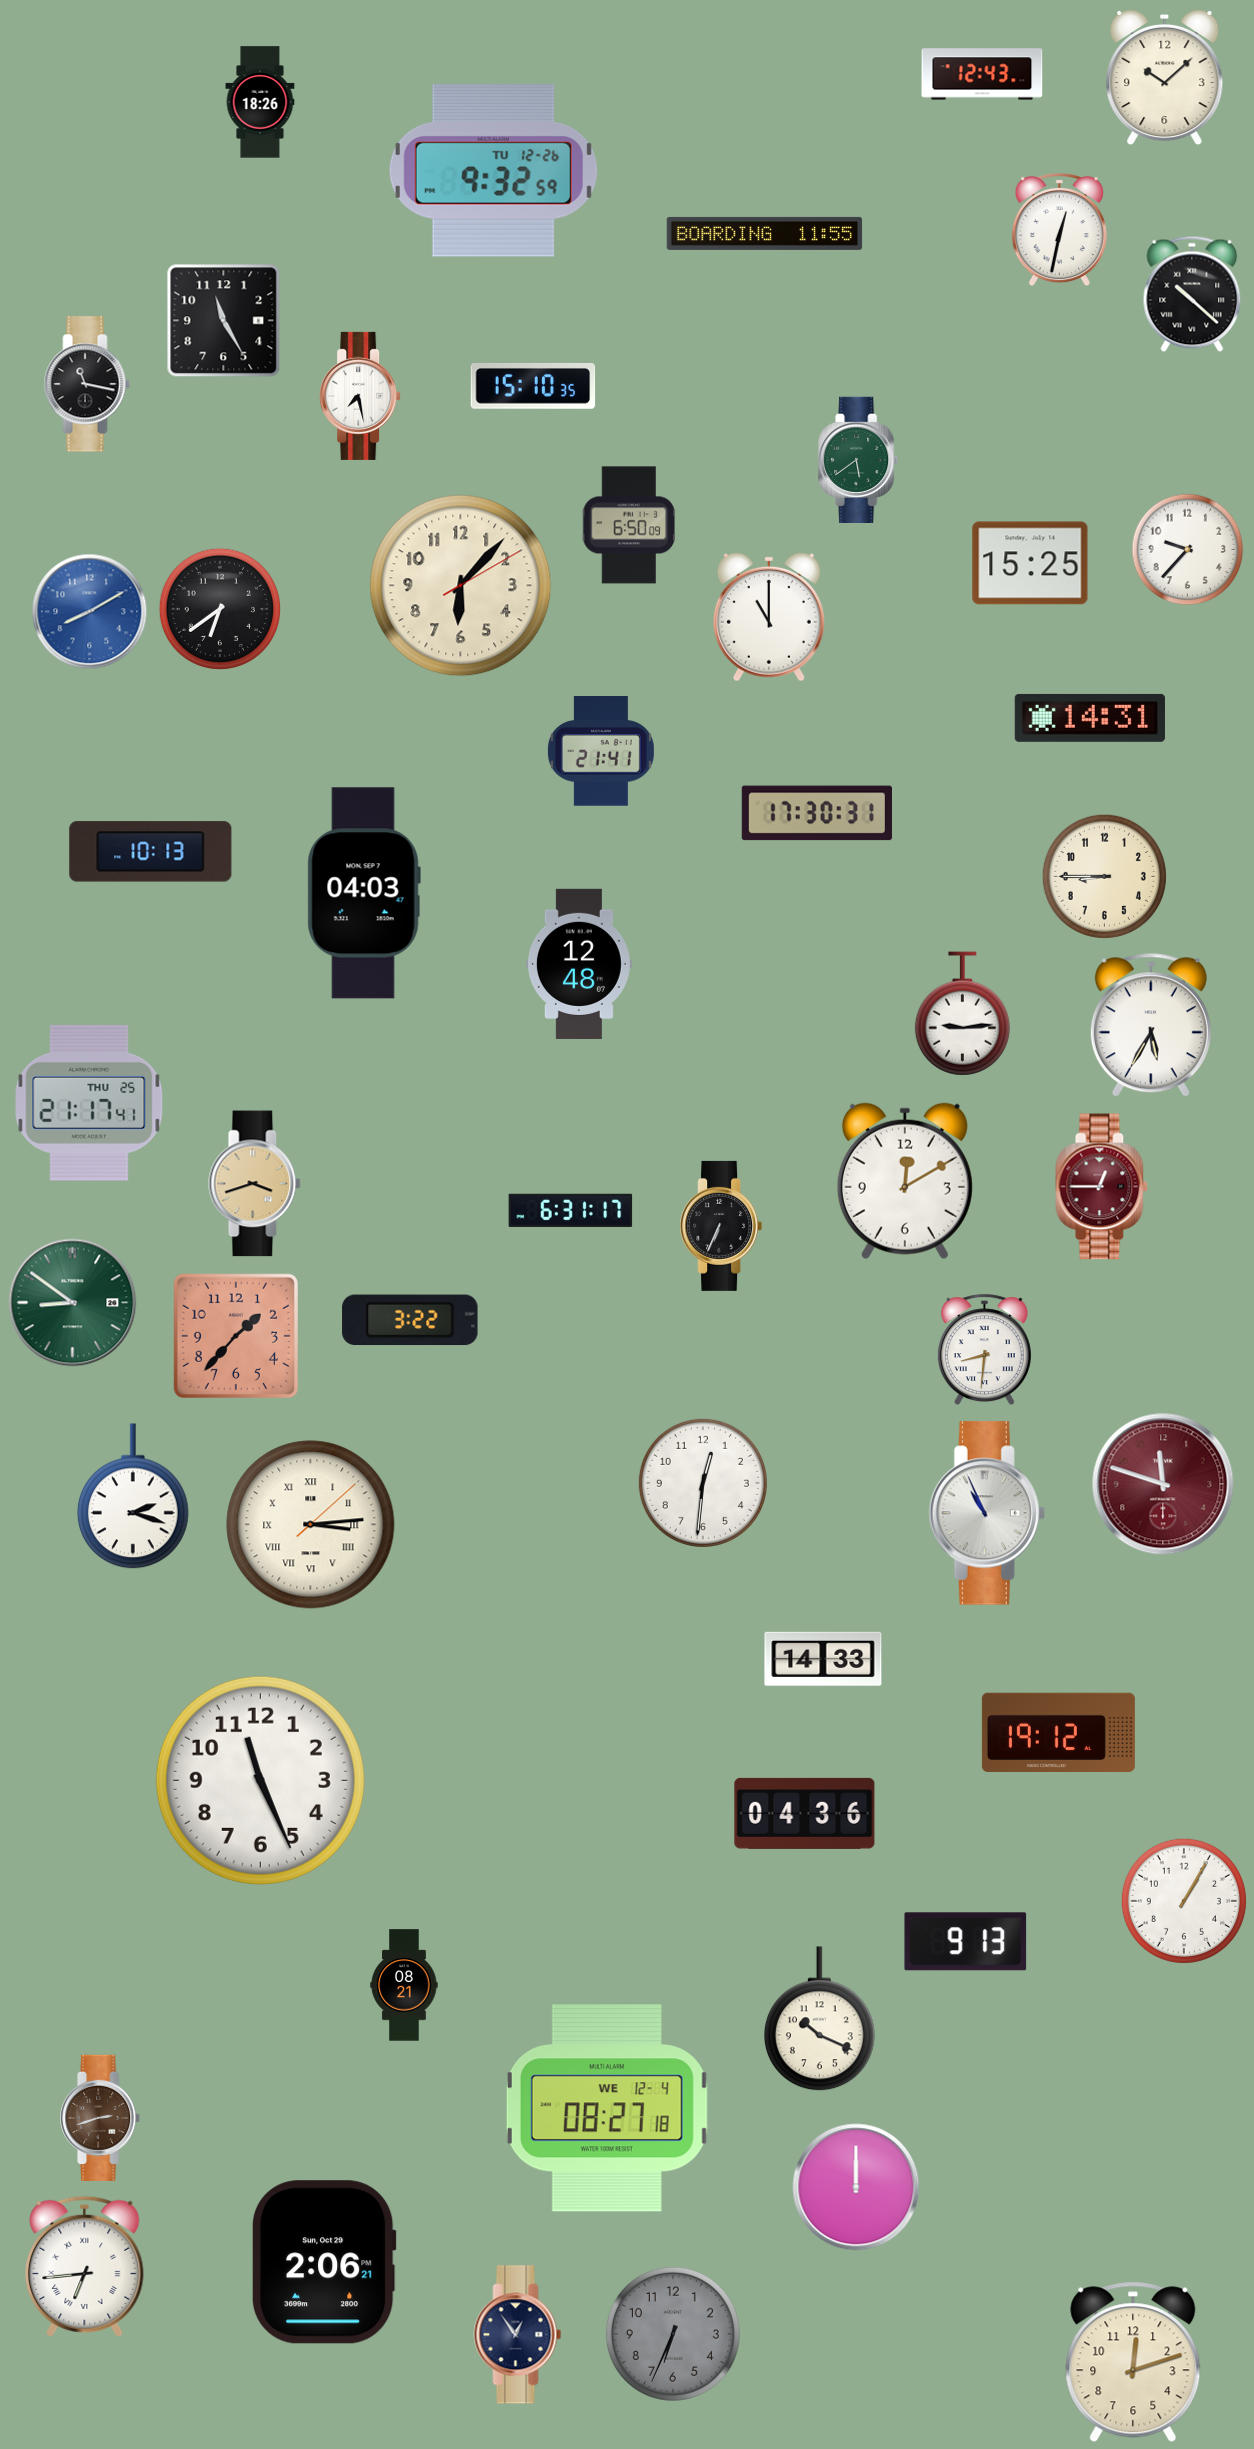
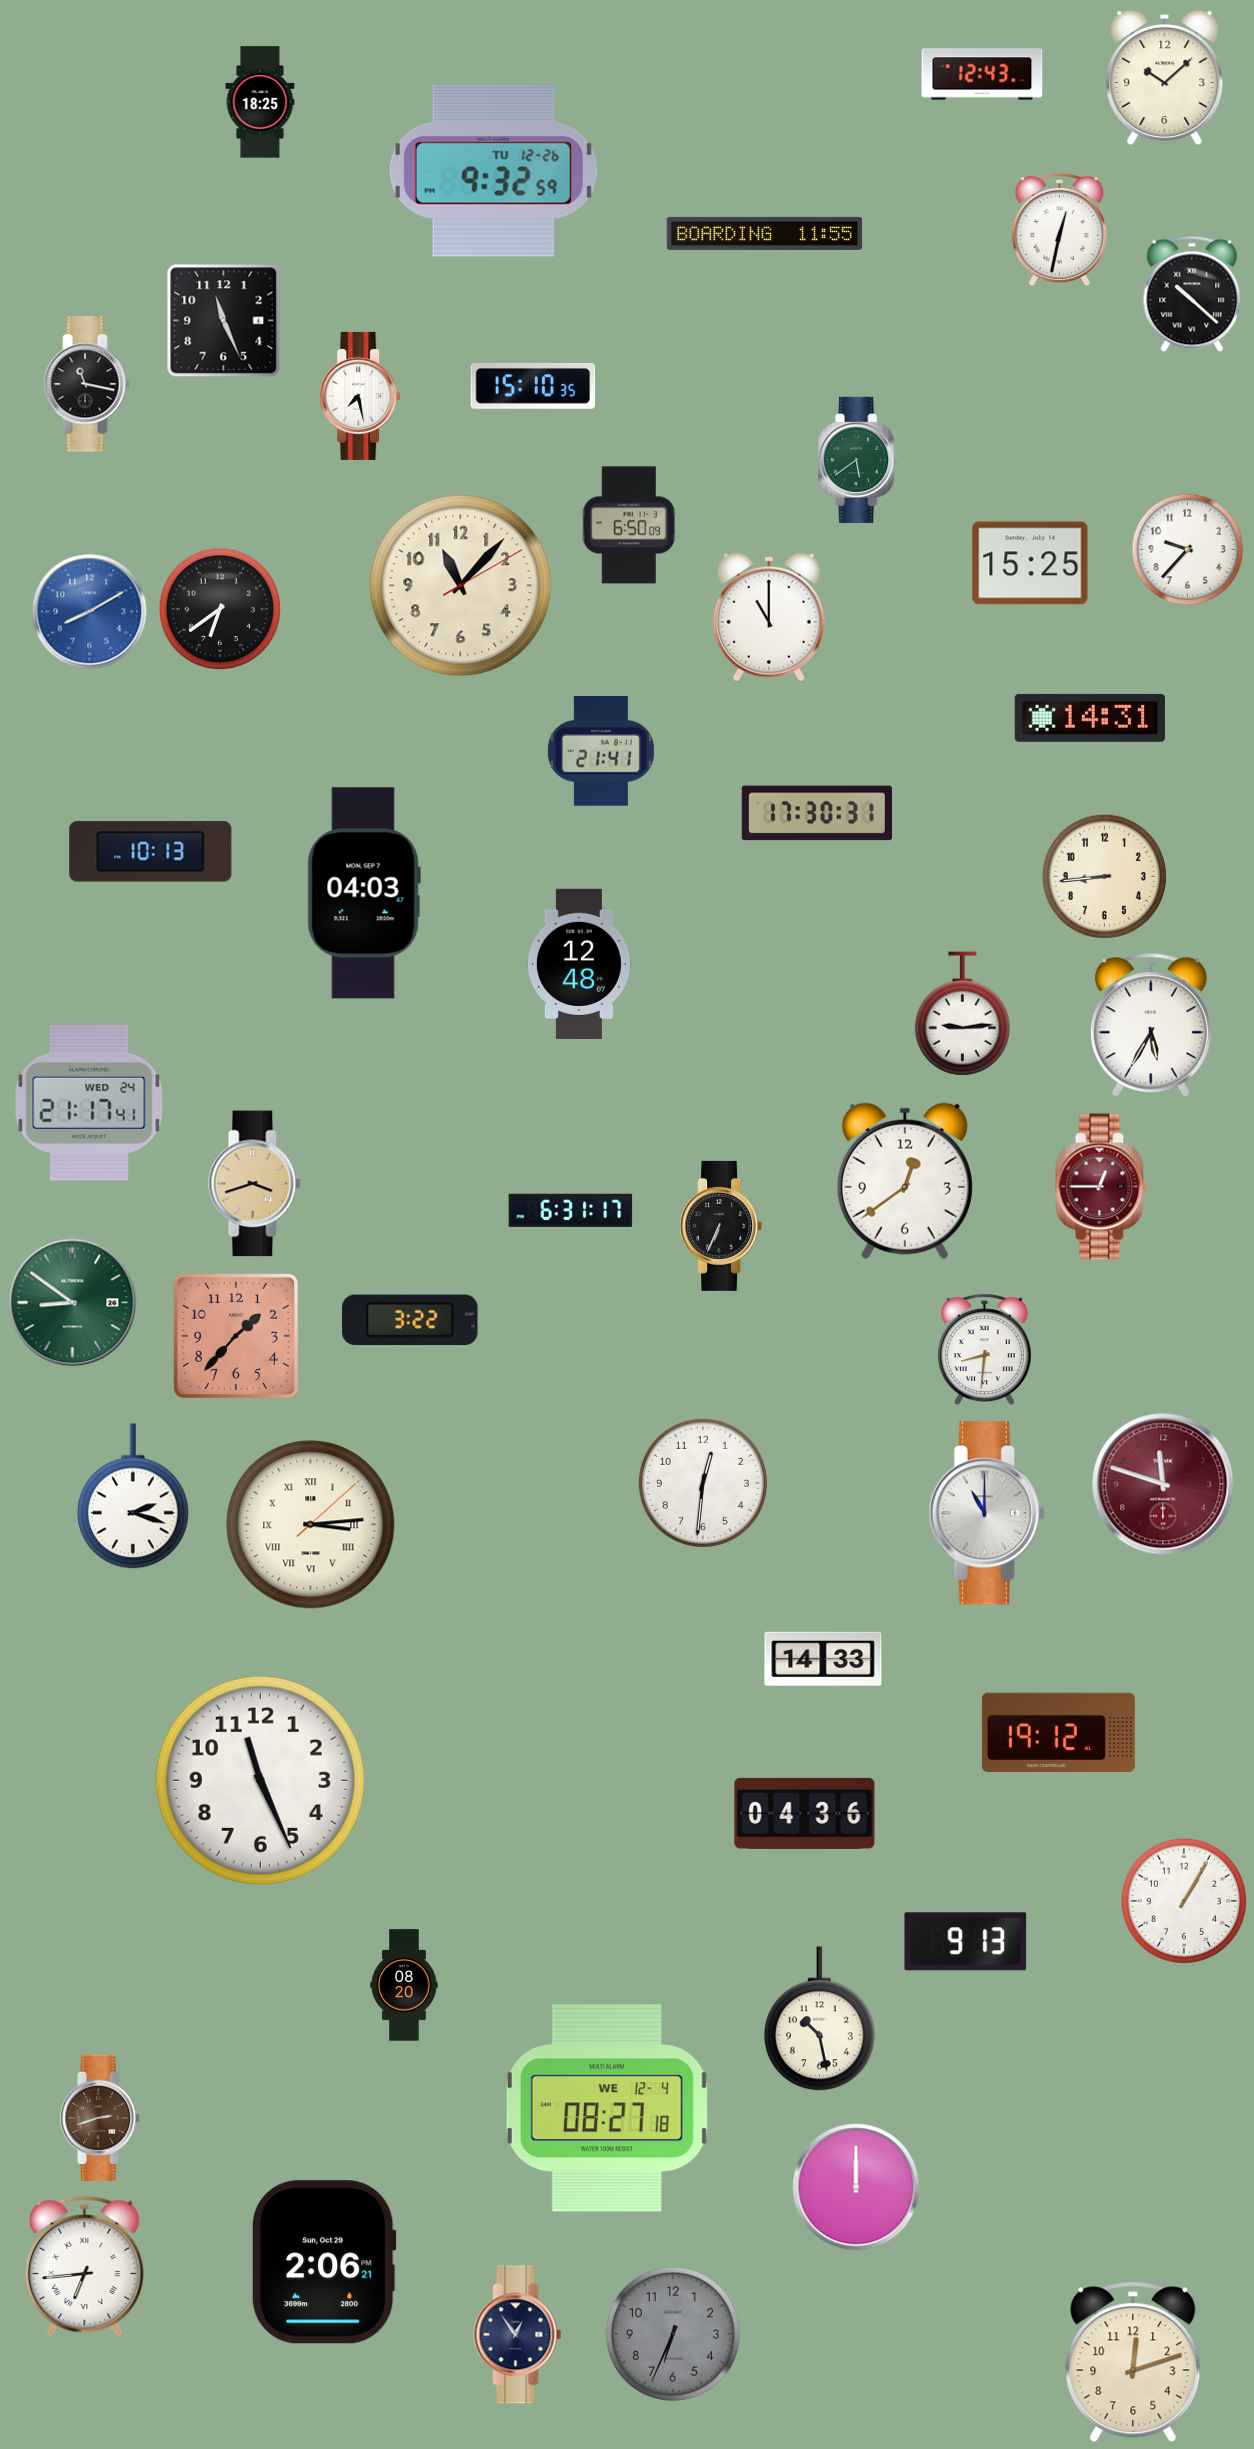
clock at (260, 102): 18:26 -> 18:25
clock at (224, 321): 11:25 -> 11:26
clock at (461, 586): 6:07 -> 11:07
clock at (1104, 876): 8:45 -> 8:44
clock at (89, 1103) date: THU 25 -> WED 24
clock at (905, 1181): 12:10 -> 12:39
clock at (987, 1513): 10:56 -> 11:00
clock at (404, 1985): 08:21 -> 08:20
clock at (819, 2019): 10:19 -> 10:28
